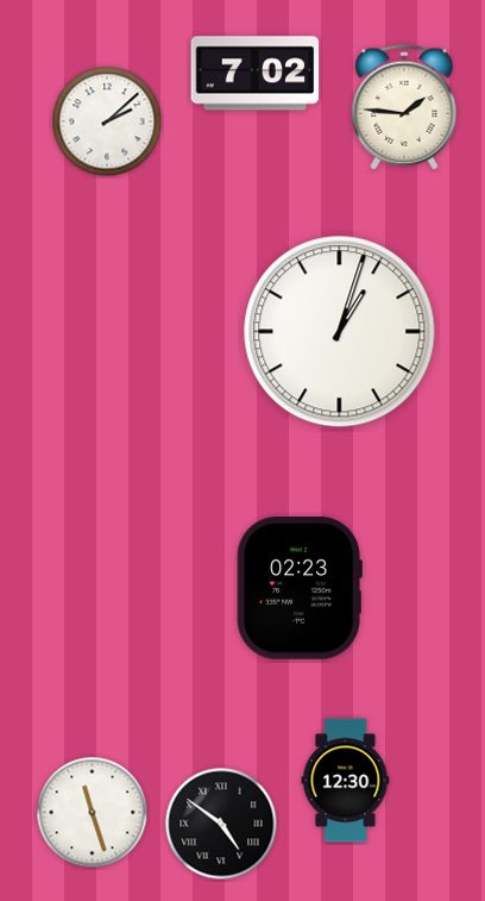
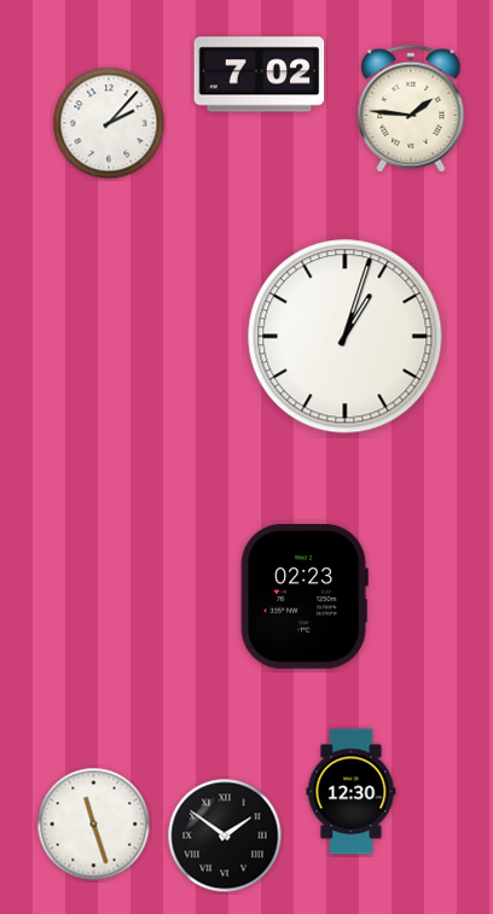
clock at (107, 121): 2:08 -> 2:07
clock at (221, 824): 4:51 -> 1:51
